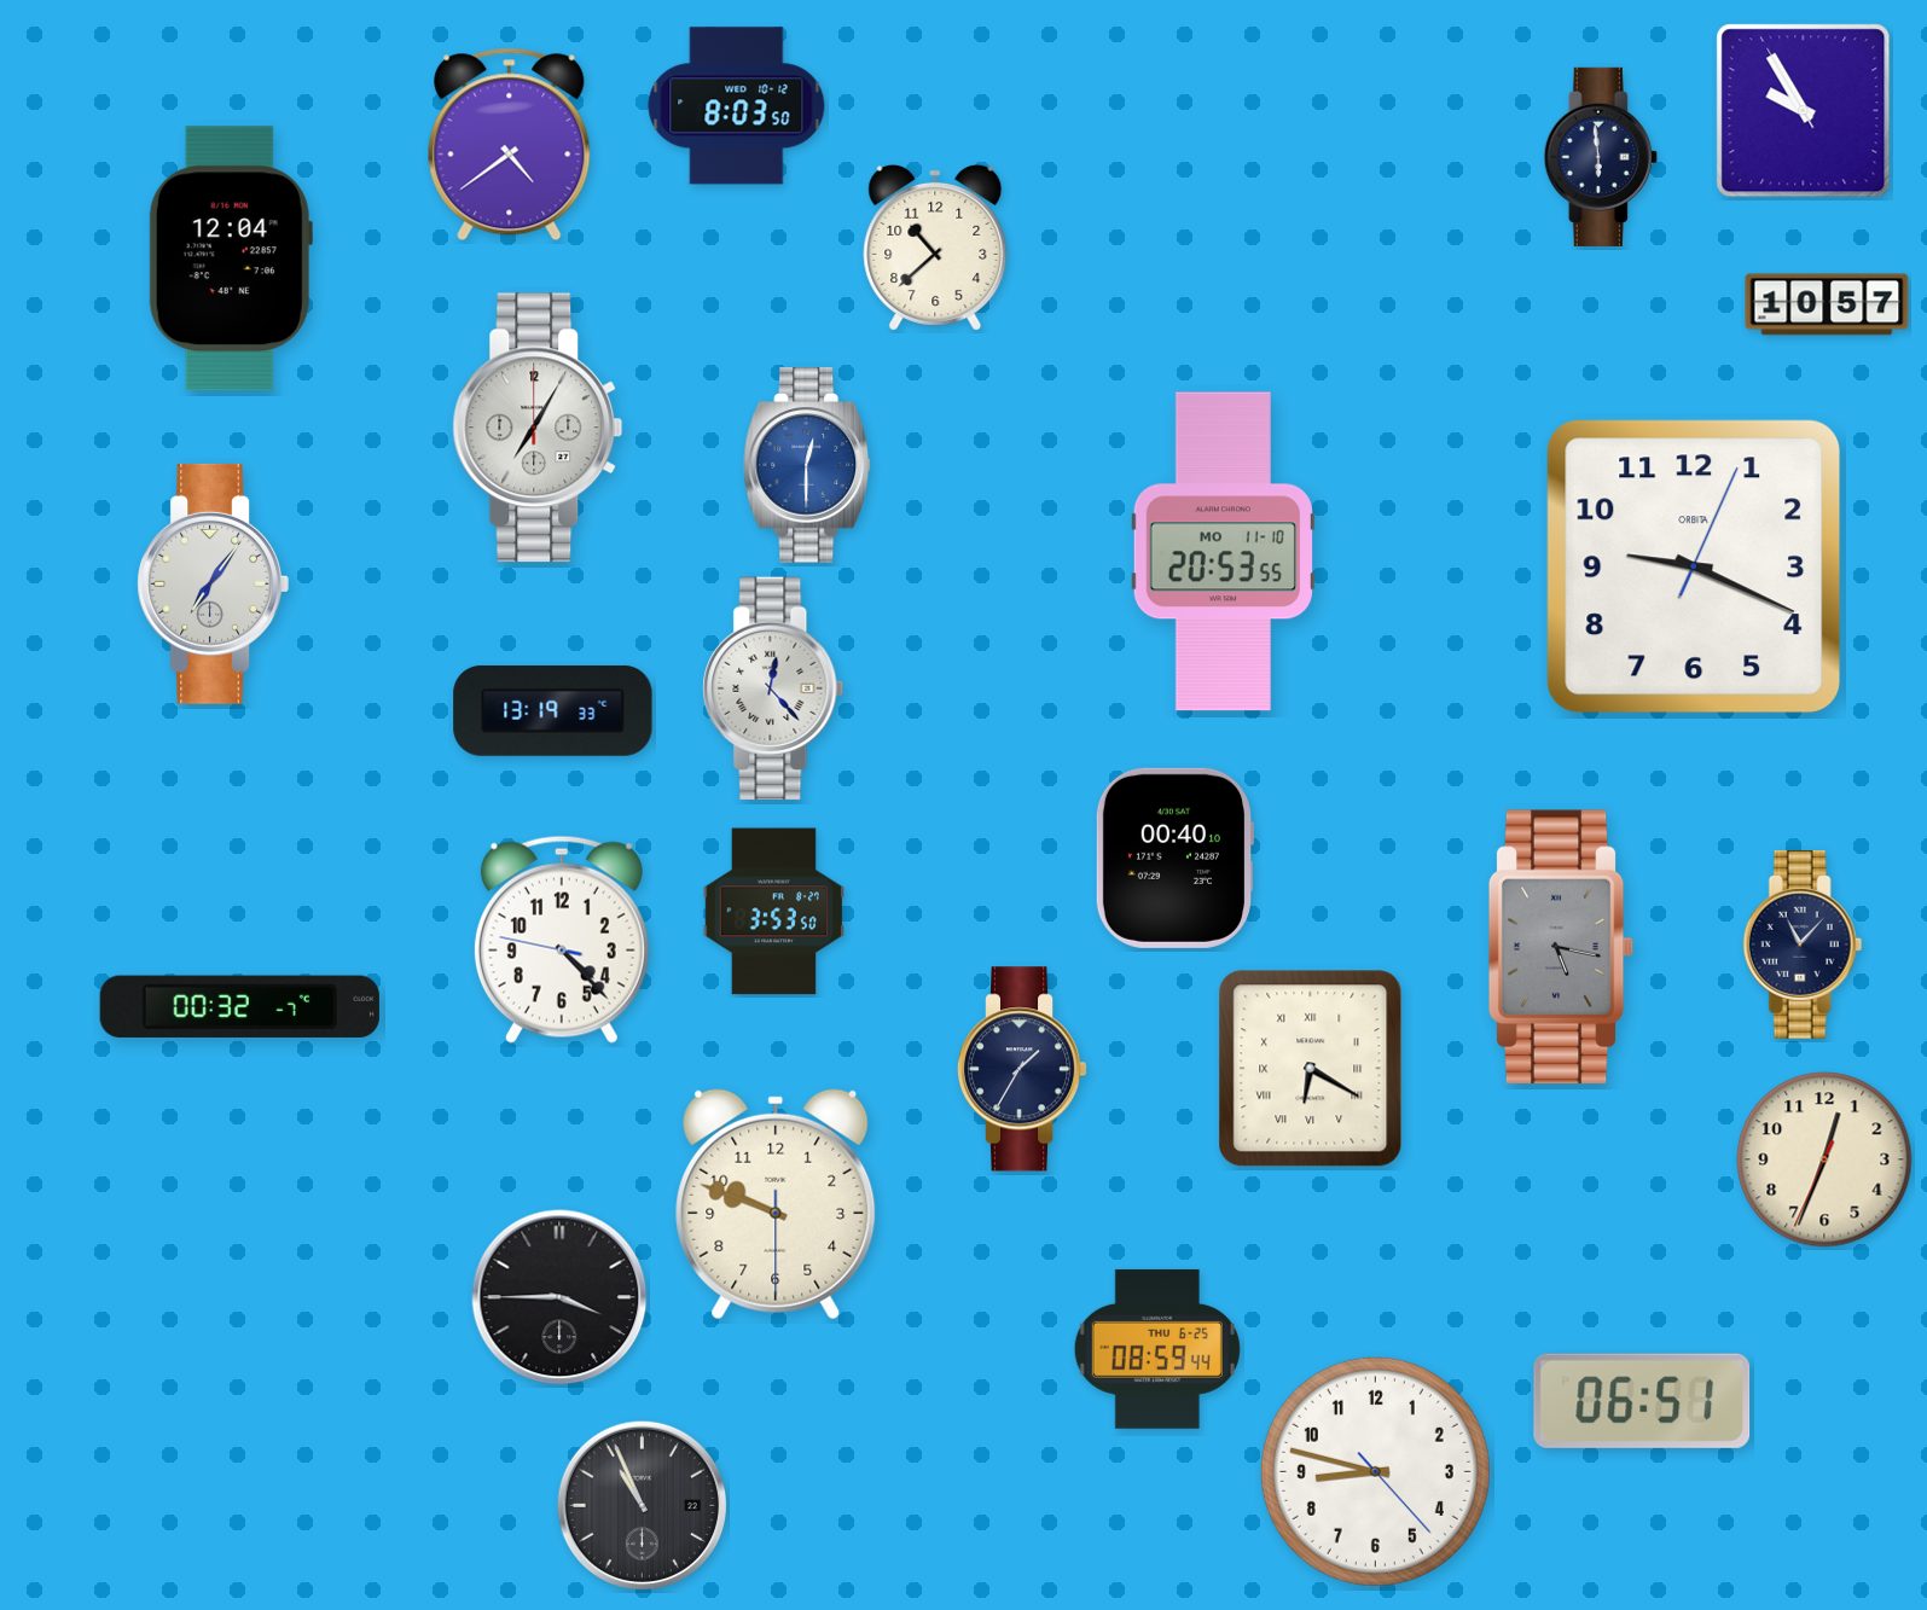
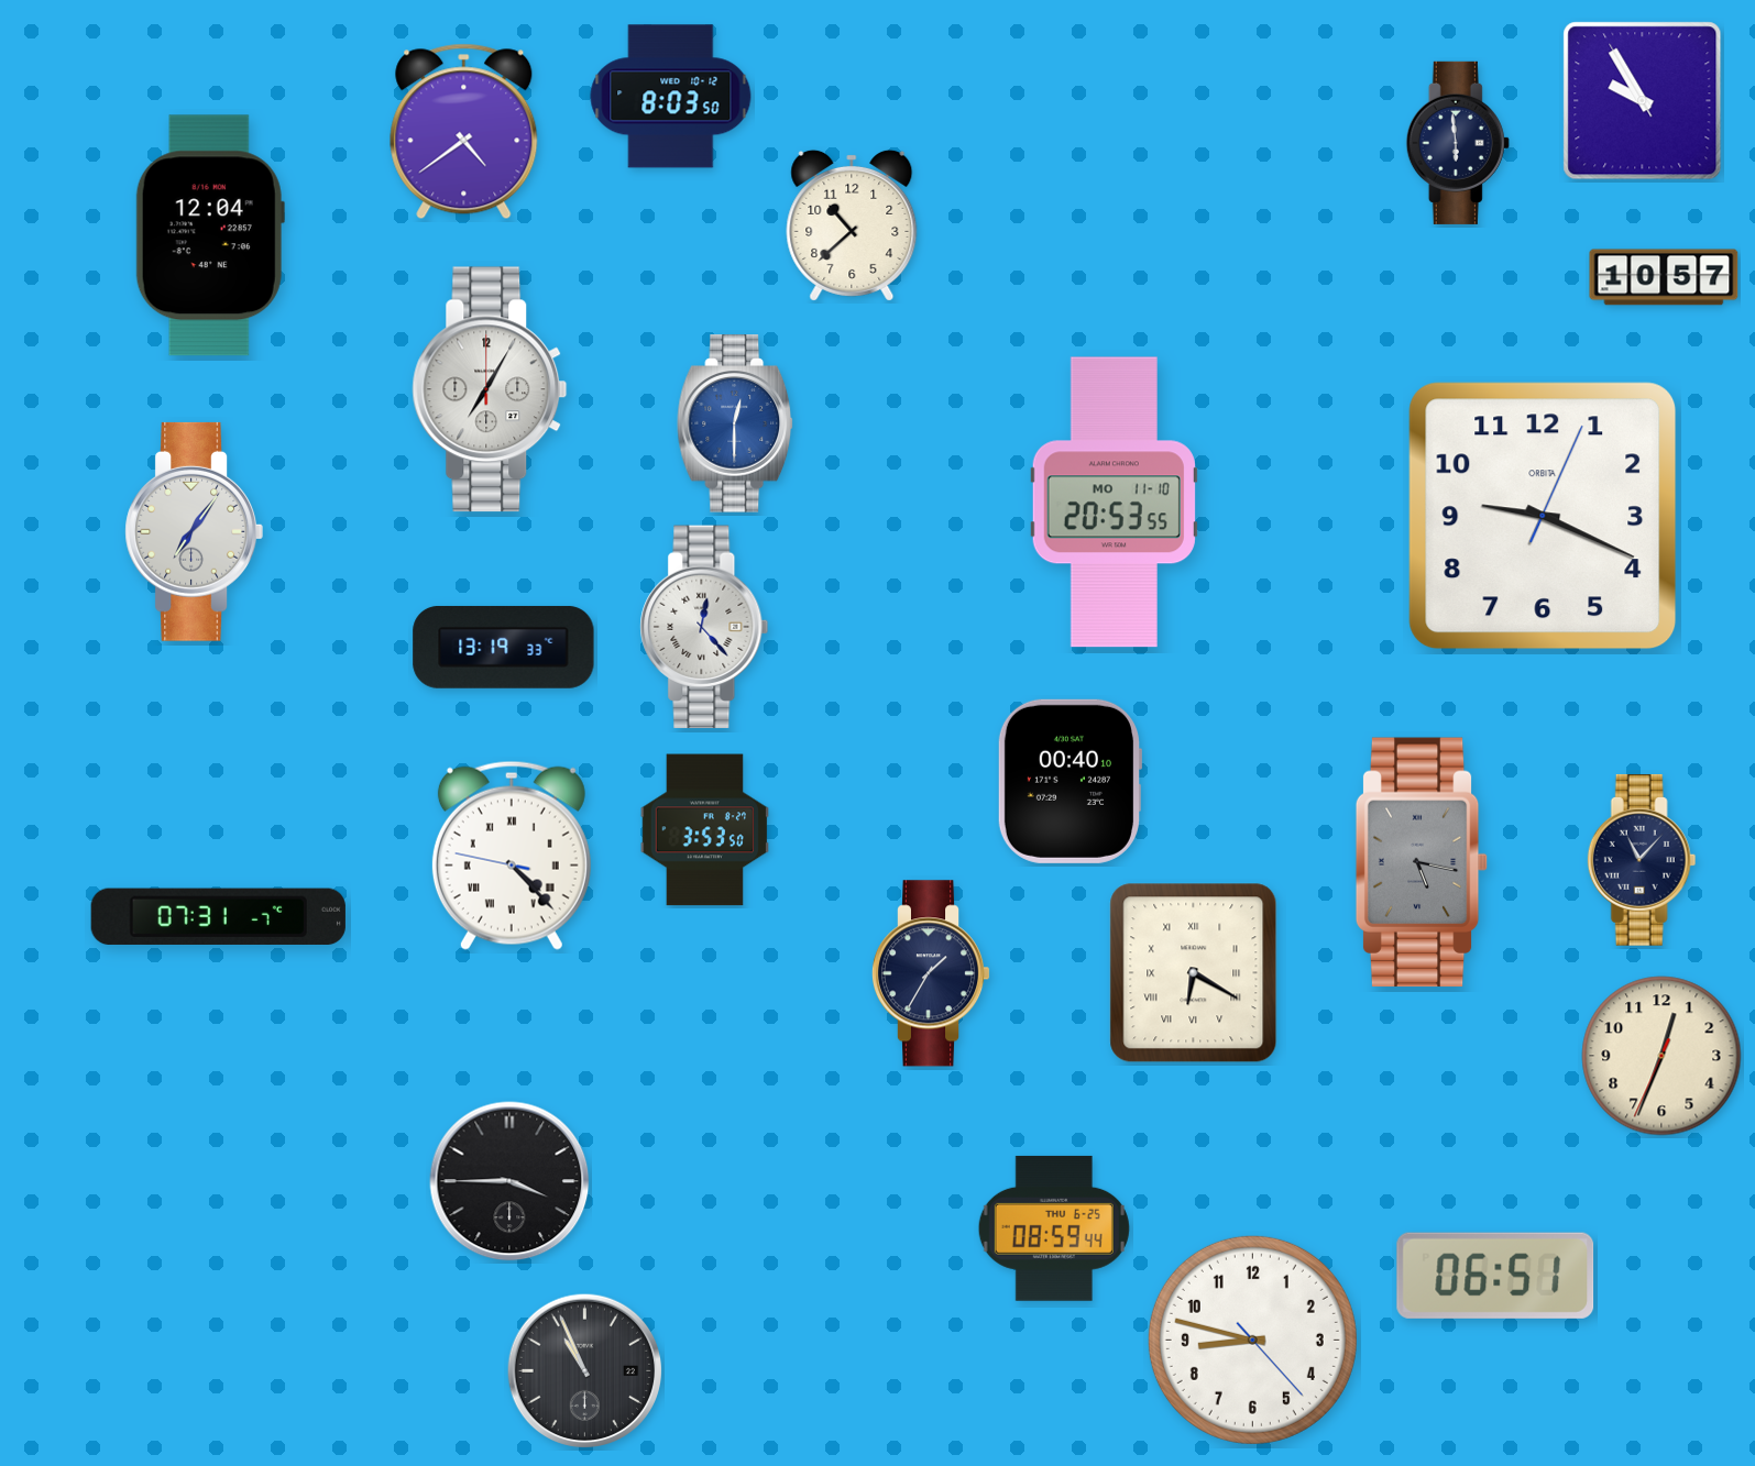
clock at (562, 940) numerals: Arabic -> Roman
clock at (239, 1006): 00:32 -> 07:31
clock at (776, 1204): 9:48 -> none
